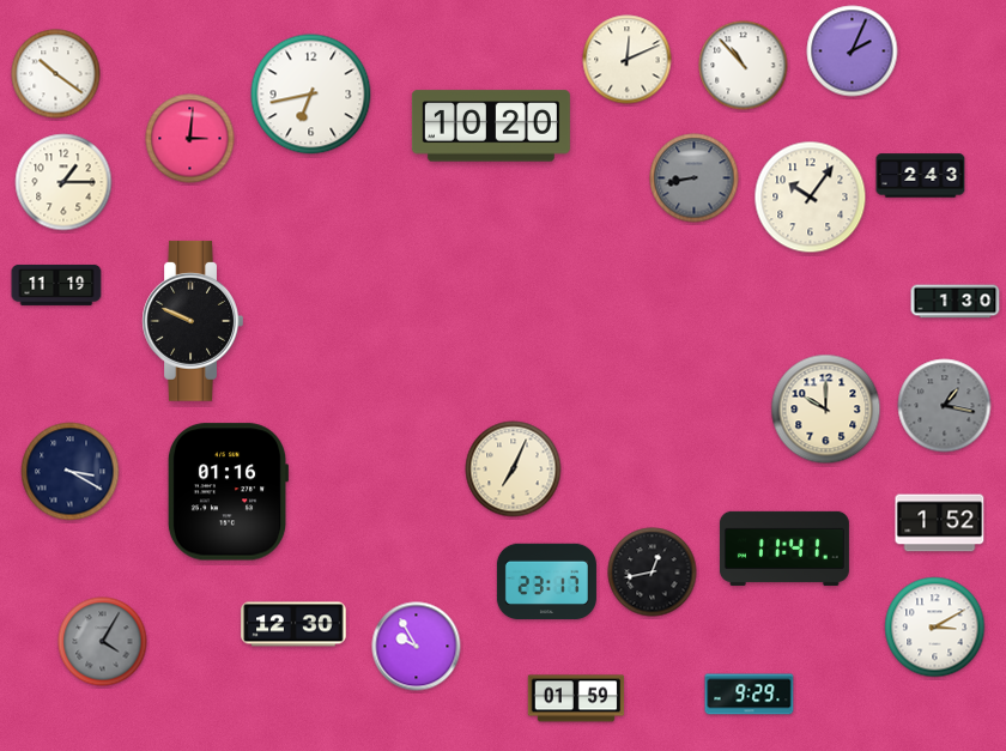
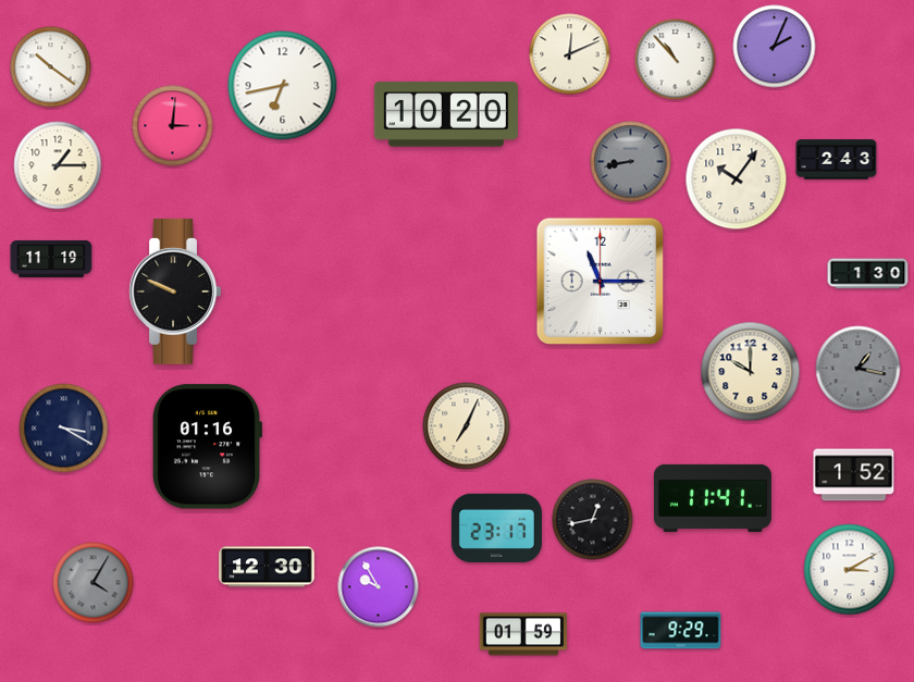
clock at (601, 282): none -> 11:15
